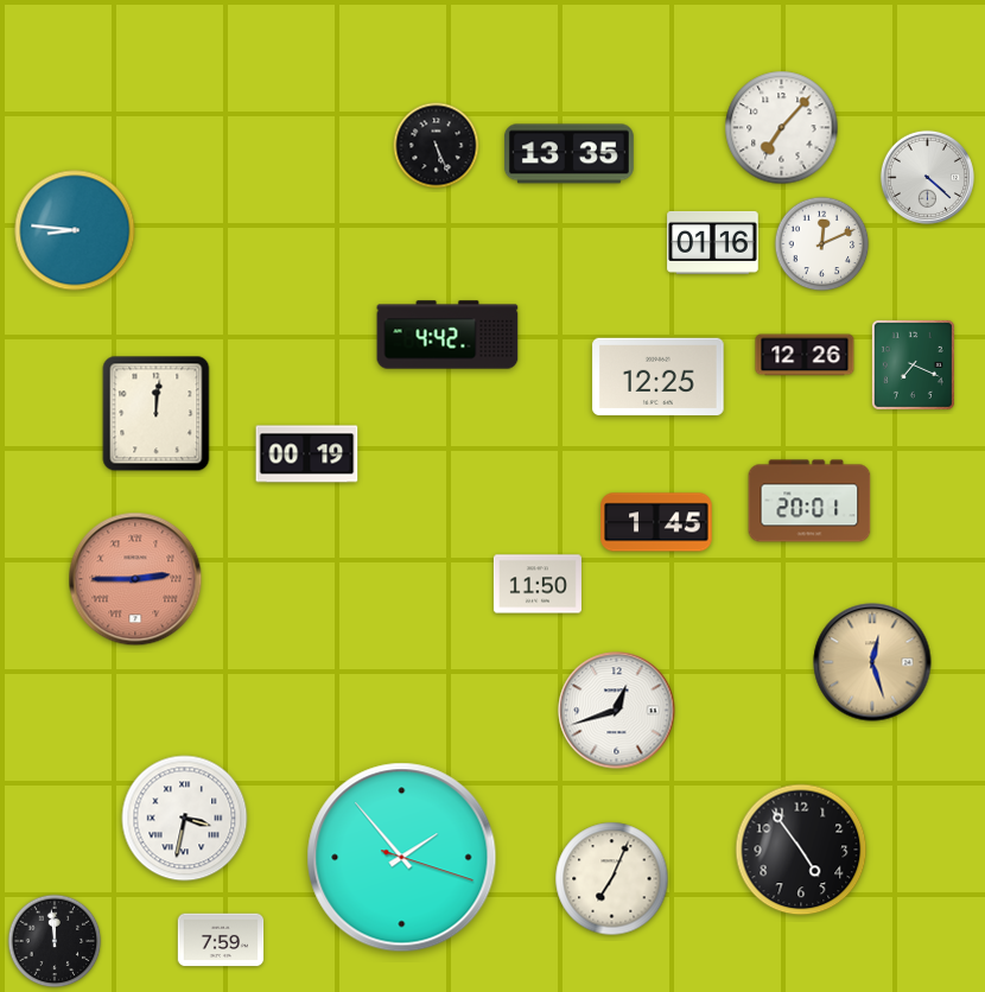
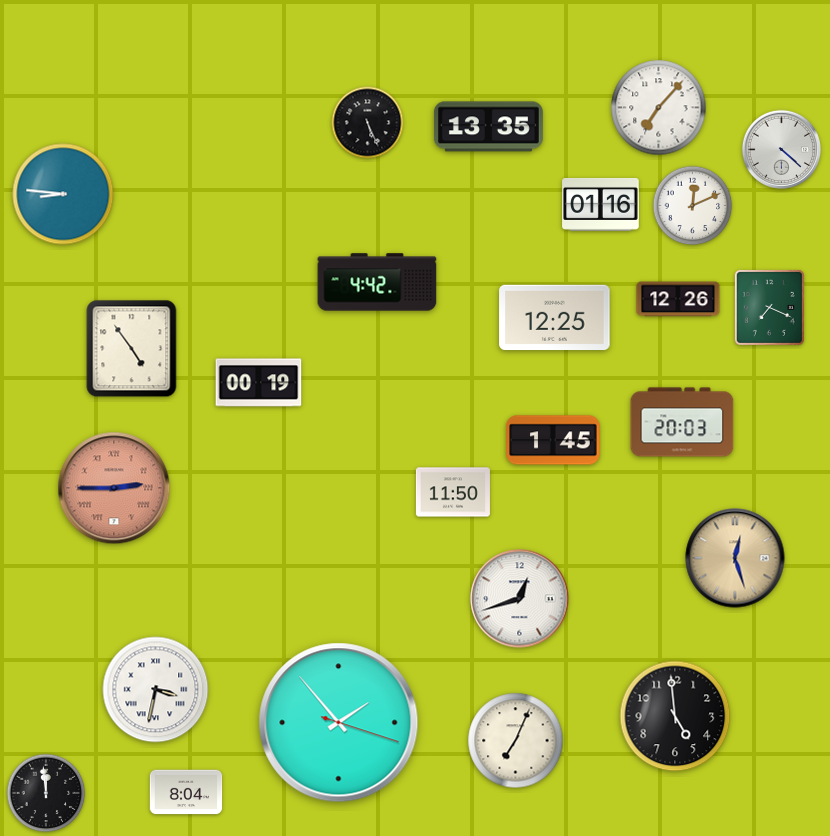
clock at (568, 154) position: (568, 154) -> (488, 127)
clock at (157, 414): 12:01 -> 4:54
clock at (809, 501): 20:01 -> 20:03
clock at (801, 850): 4:54 -> 4:59
clock at (221, 940): 7:59 -> 8:04
